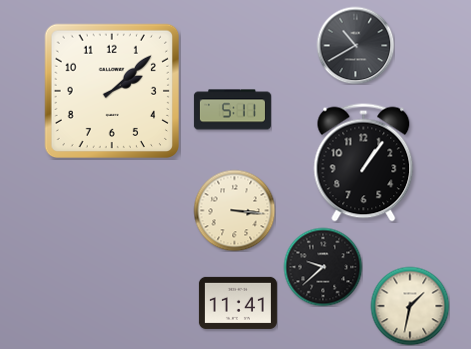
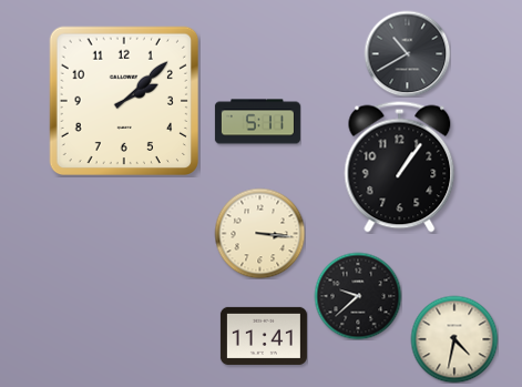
clock at (355, 45) position: (355, 45) -> (407, 53)
clock at (364, 163) position: (364, 163) -> (400, 167)
clock at (410, 306): 1:32 -> 4:32
